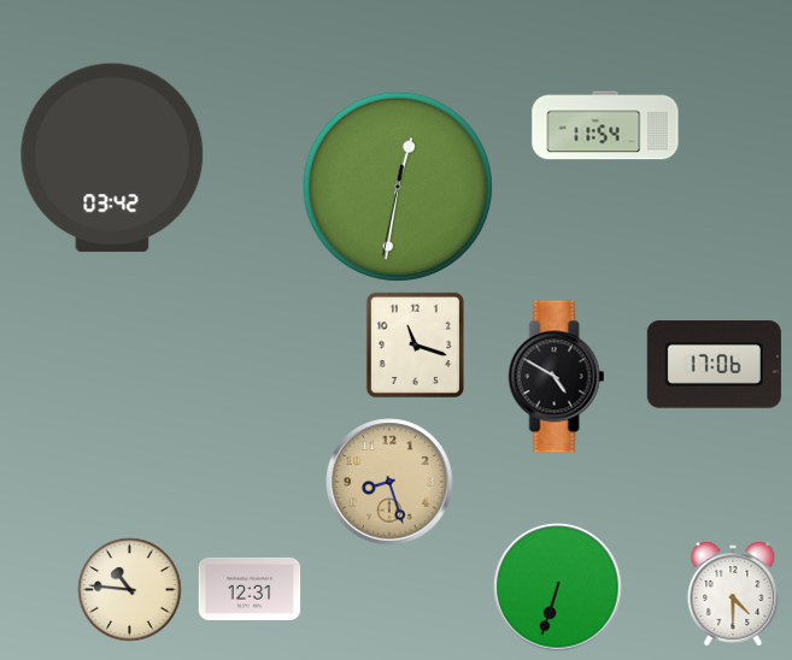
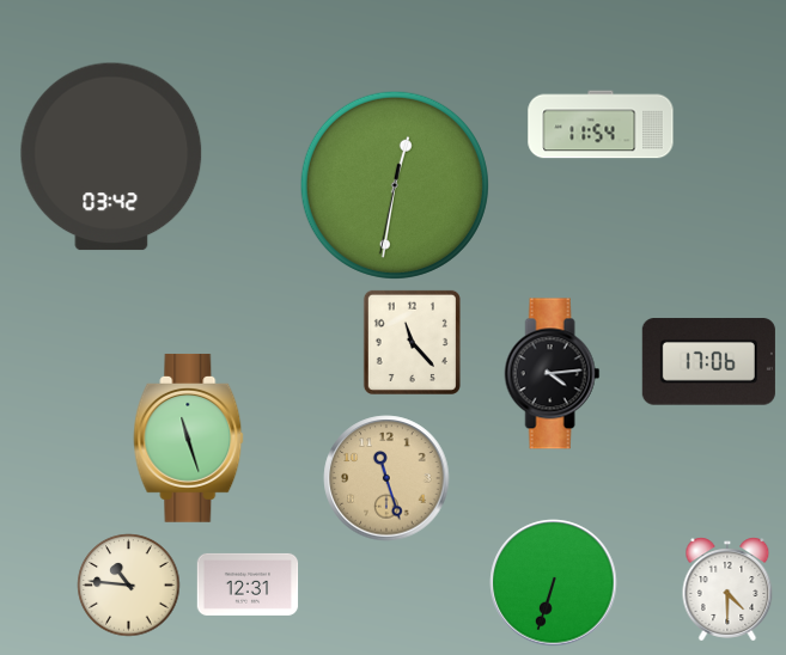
clock at (415, 344): 11:18 -> 11:23
clock at (557, 377): 4:50 -> 4:14
clock at (189, 437): none -> 11:27
clock at (389, 482): 8:27 -> 11:27
